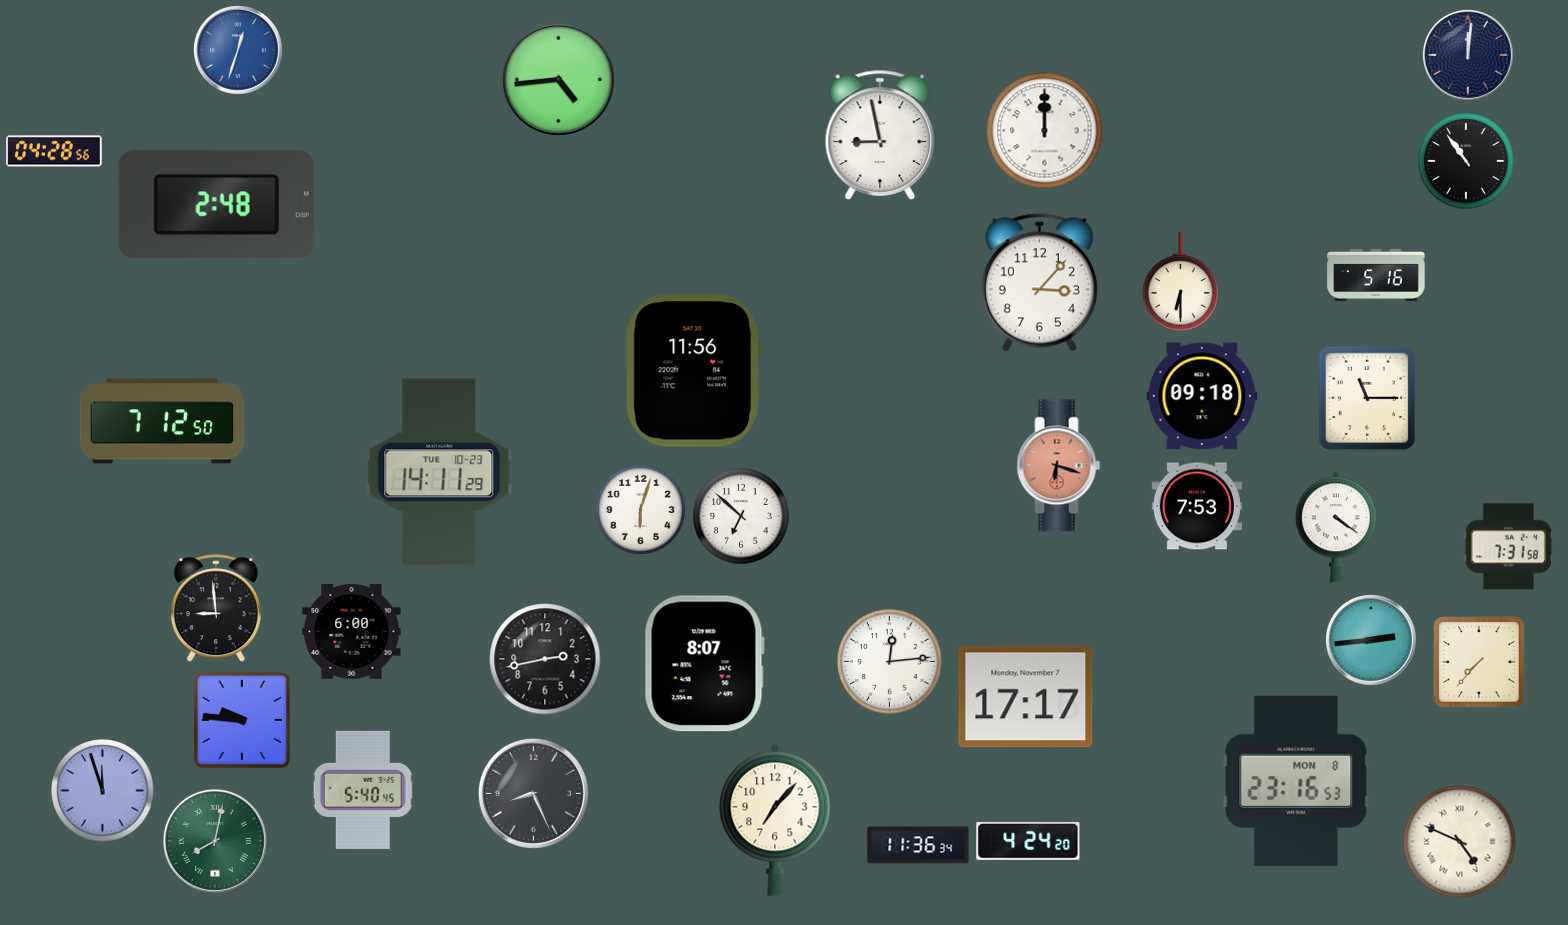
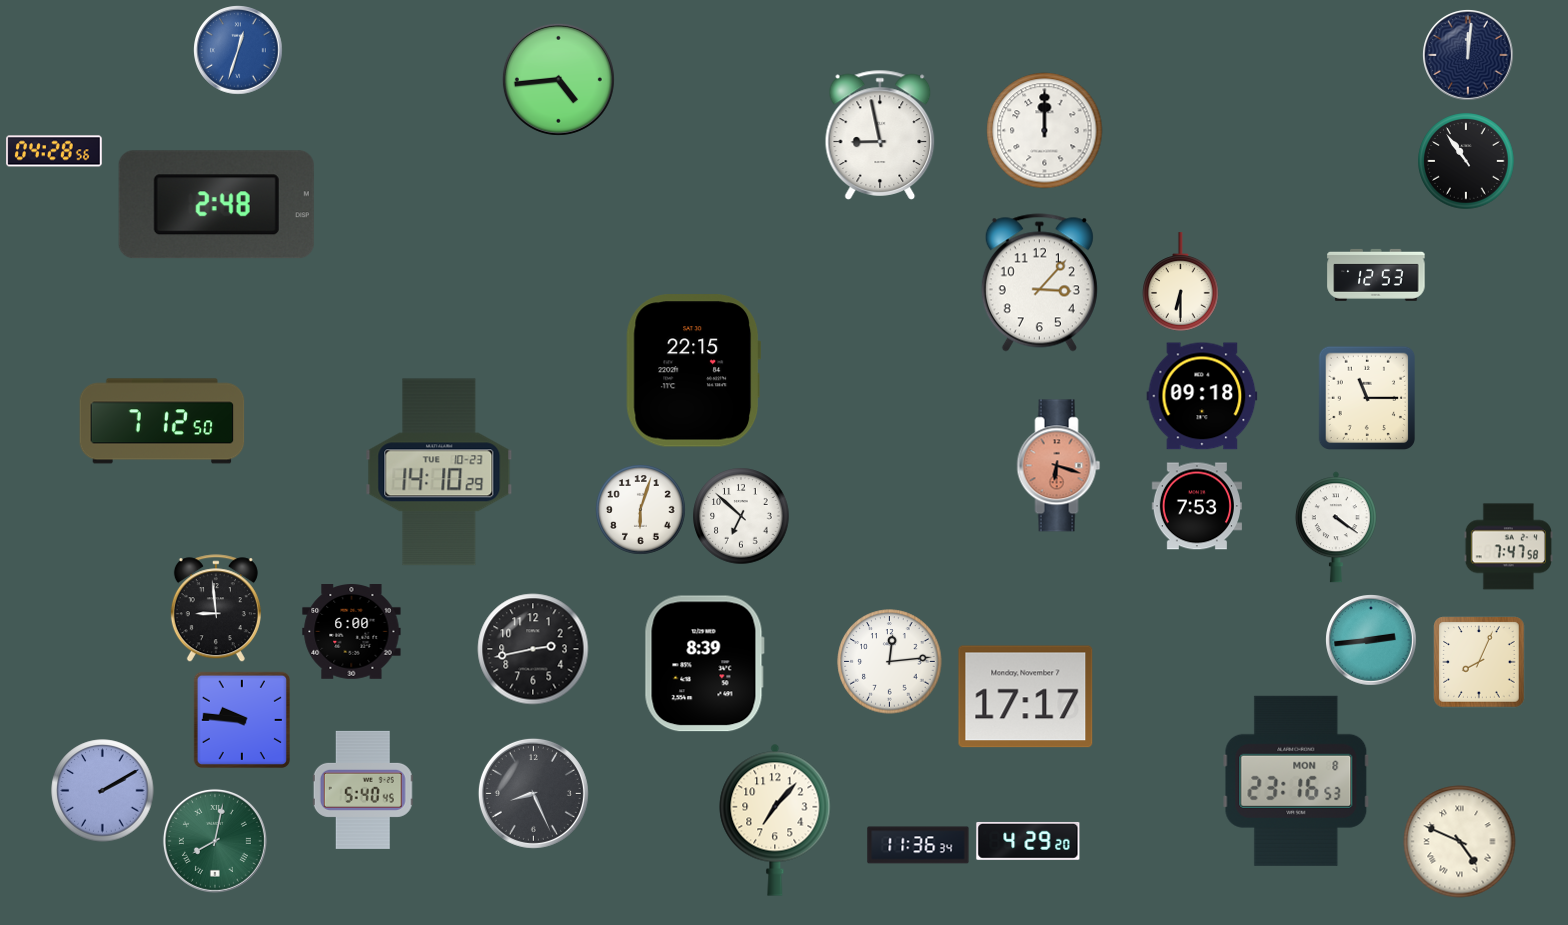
clock at (1376, 275): 5:16 -> 12:53
clock at (694, 371): 11:56 -> 22:15
clock at (439, 472): 14:11 -> 14:10
clock at (1508, 547): 7:31 -> 7:47
clock at (545, 659) position: (545, 659) -> (533, 649)
clock at (1479, 662): 7:37 -> 8:04
clock at (704, 664): 8:07 -> 8:39
clock at (103, 791): 11:57 -> 2:10
clock at (1028, 841): 4:24 -> 4:29
